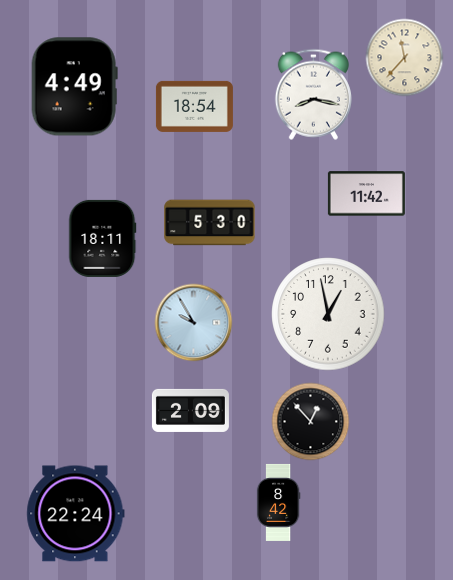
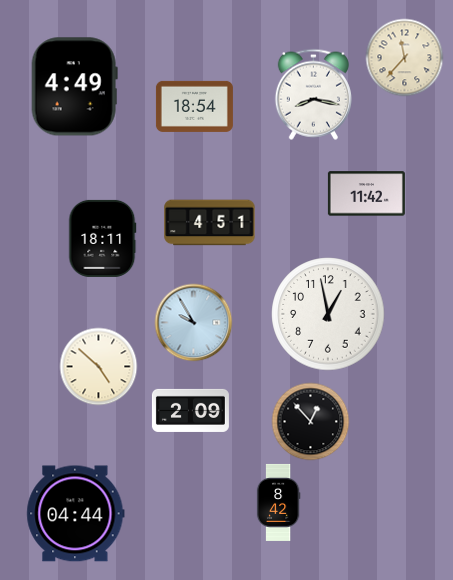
clock at (210, 223): 5:30 -> 4:51
clock at (98, 366): none -> 4:52
clock at (76, 514): 22:24 -> 04:44
